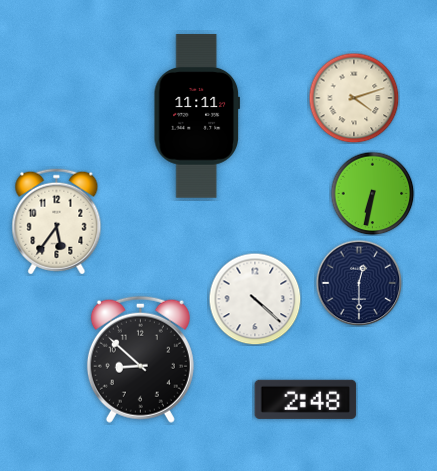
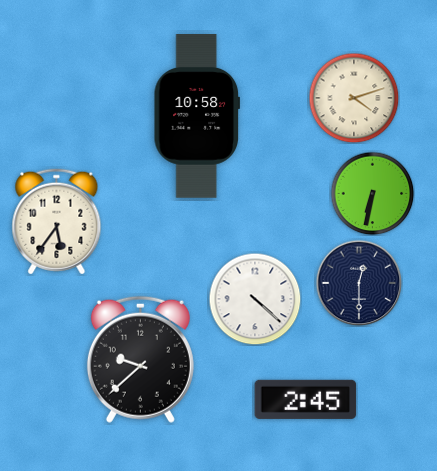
clock at (196, 116): 11:11 -> 10:58
clock at (140, 359): 8:52 -> 9:38
clock at (306, 399): 2:48 -> 2:45
